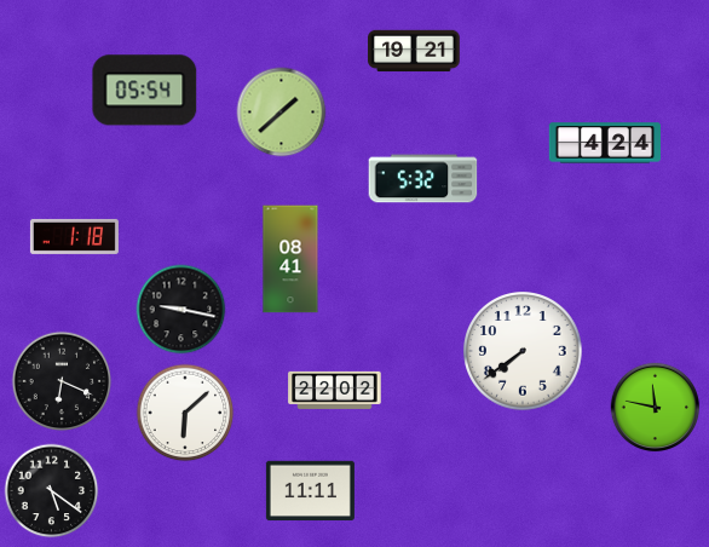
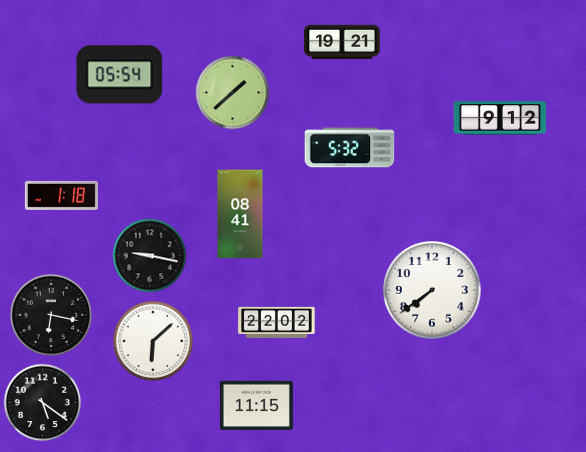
clock at (604, 143): 4:24 -> 9:12
clock at (62, 381): 6:19 -> 6:17
clock at (656, 408): 11:47 -> none
clock at (52, 491) position: (52, 491) -> (43, 403)
clock at (310, 491): 11:11 -> 11:15
